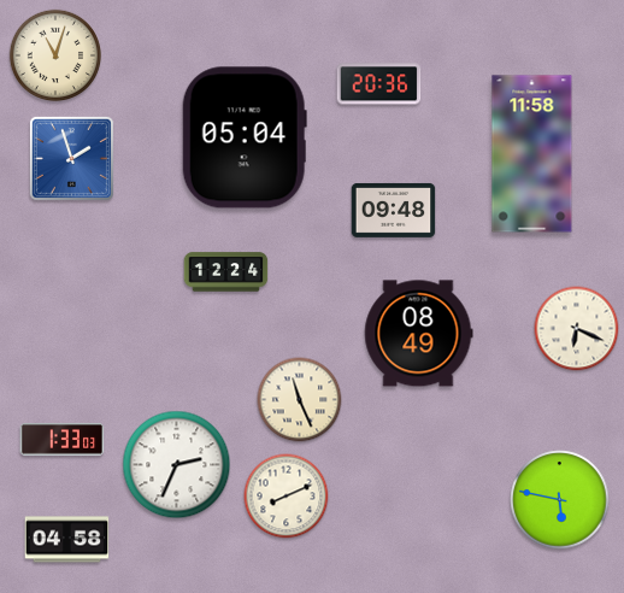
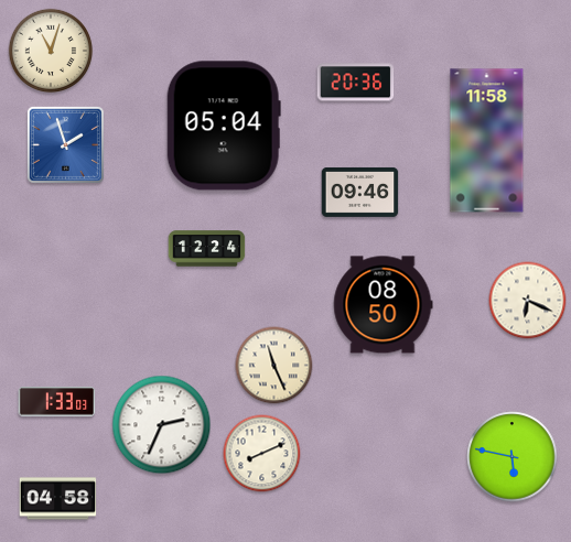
clock at (379, 84) position: (379, 84) -> (356, 83)
clock at (394, 210): 09:48 -> 09:46
clock at (418, 334): 08:49 -> 08:50
clock at (67, 540) position: (67, 540) -> (58, 499)
